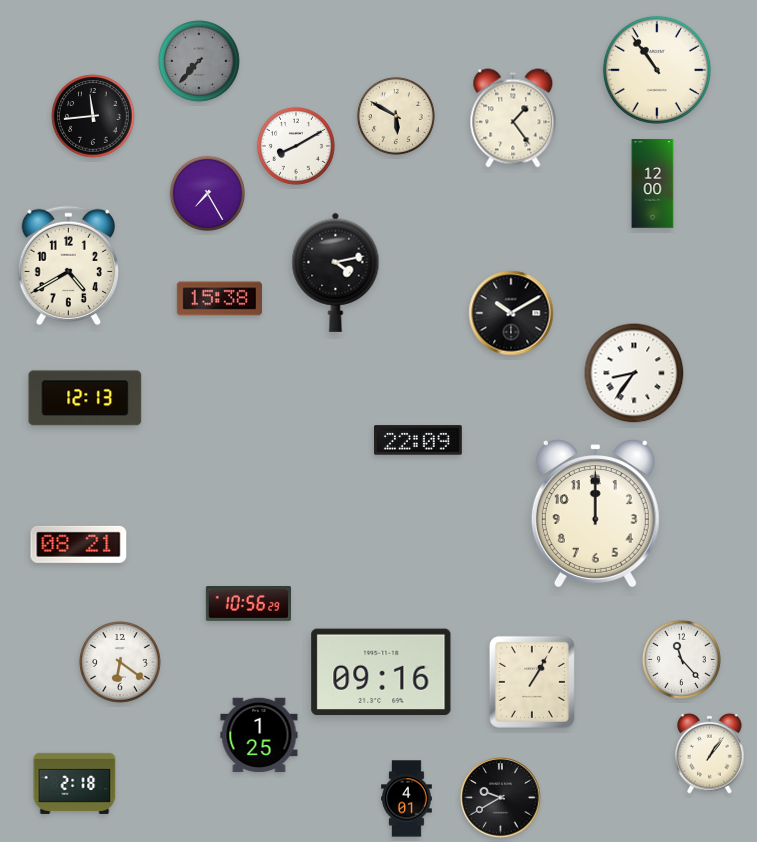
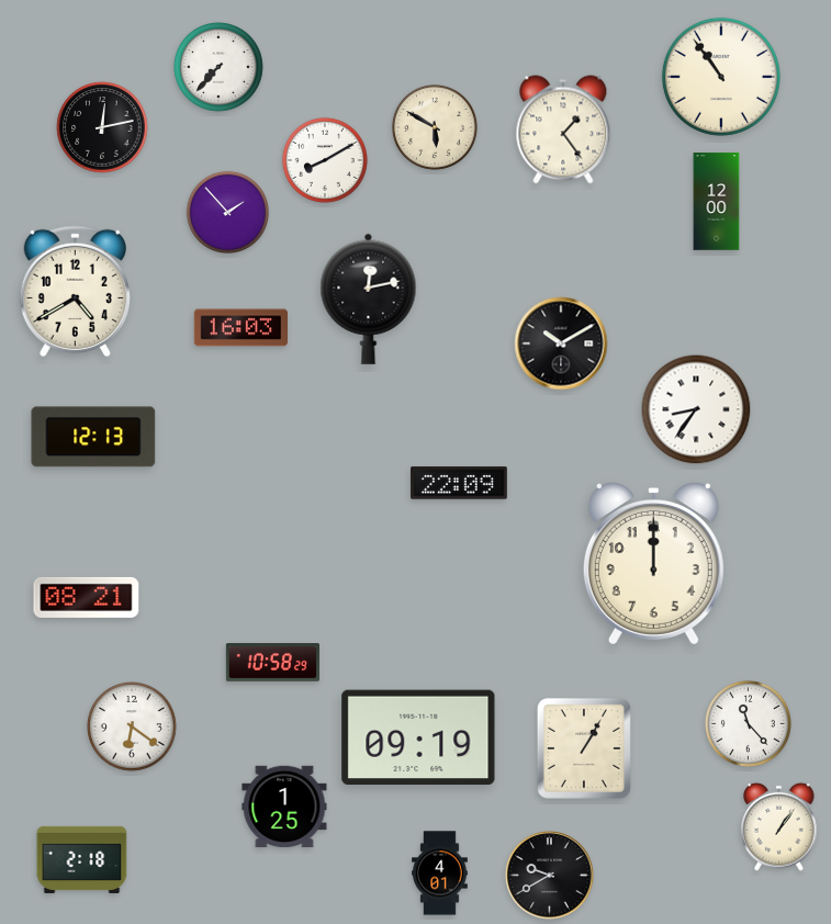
clock at (199, 61) dial: grey -> white
clock at (93, 116): 11:44 -> 12:13
clock at (207, 193): 7:25 -> 1:53
clock at (336, 272): 4:13 -> 12:13
clock at (219, 299): 15:38 -> 16:03
clock at (248, 604): 10:56 -> 10:58
clock at (381, 672): 09:16 -> 09:19
clock at (407, 799) position: (407, 799) -> (440, 874)
